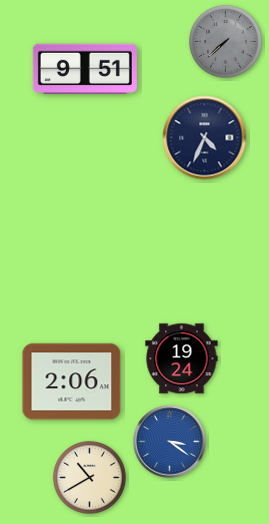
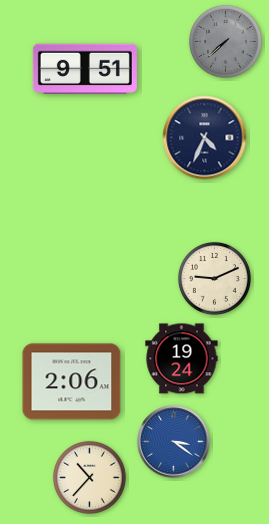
clock at (214, 278): none -> 9:11
clock at (170, 442) position: (170, 442) -> (174, 442)
clock at (89, 477): 10:40 -> 10:37
